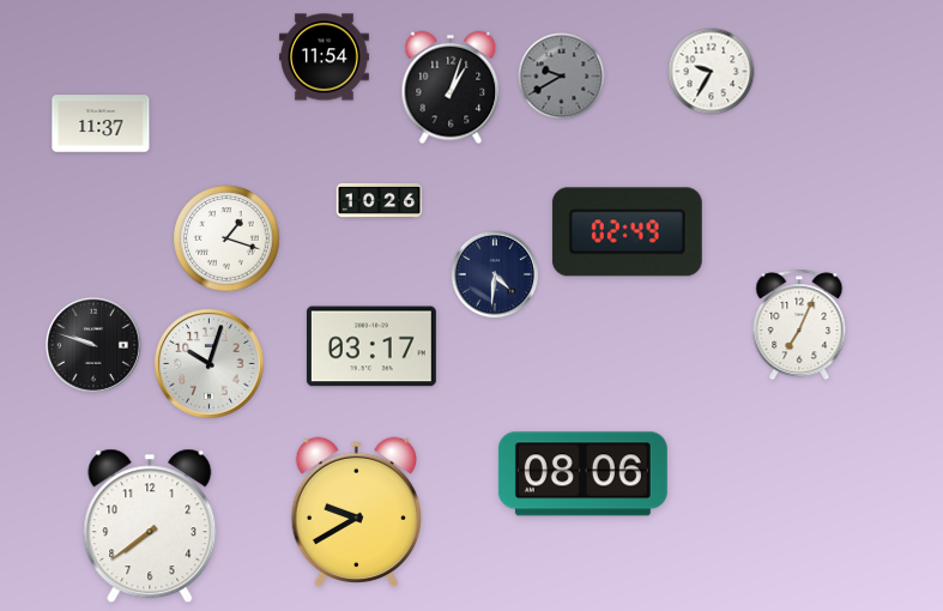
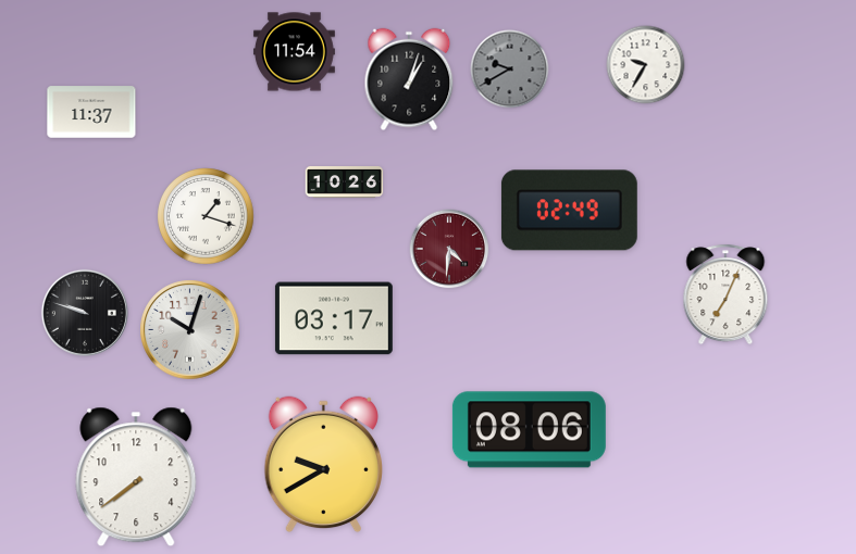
clock at (495, 274) dial: navy -> burgundy
clock at (371, 346) position: (371, 346) -> (334, 318)
